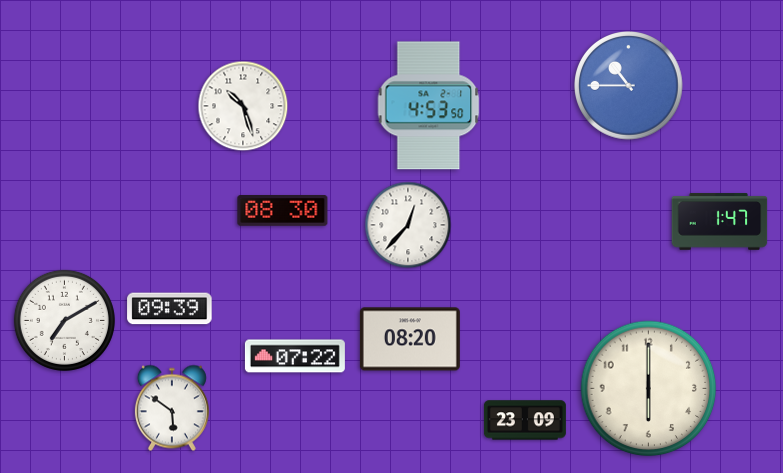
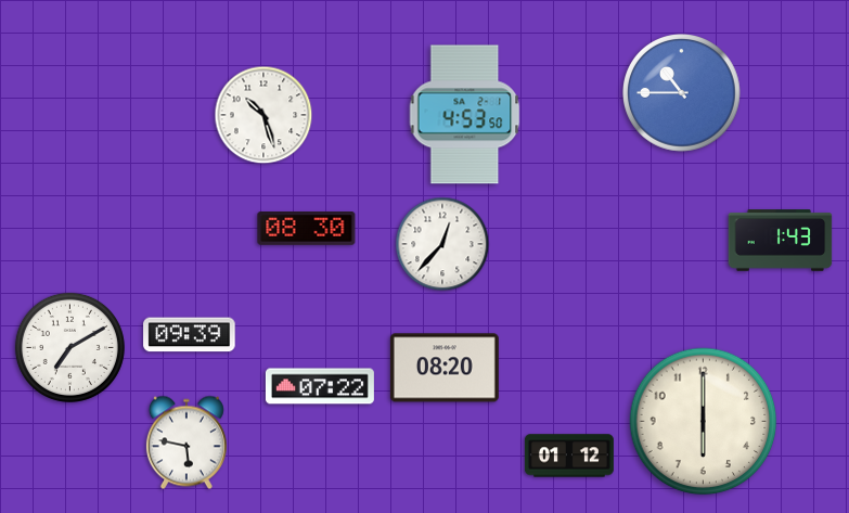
clock at (720, 222): 1:47 -> 1:43
clock at (170, 309) position: (170, 309) -> (190, 335)
clock at (172, 408): 5:51 -> 5:47
clock at (525, 420): 23:09 -> 01:12
